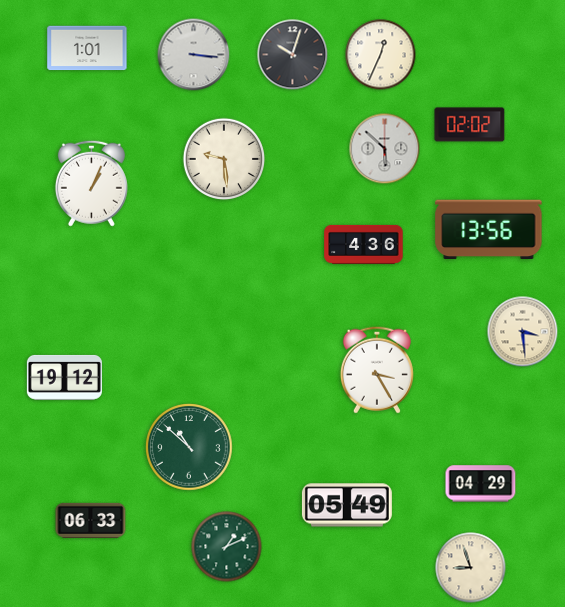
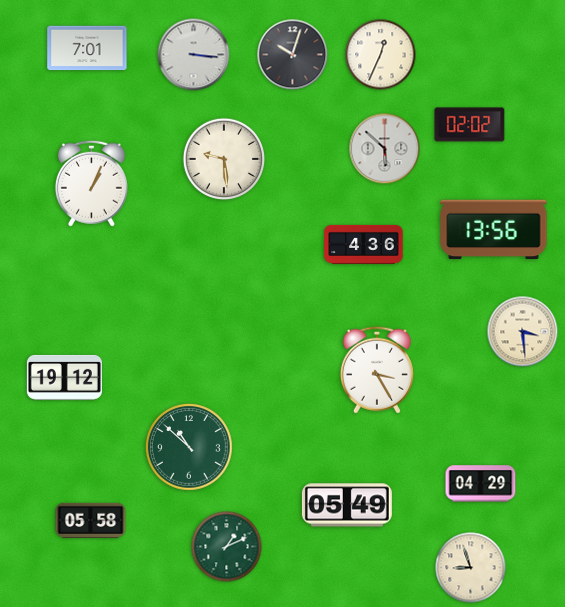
clock at (87, 48): 1:01 -> 7:01
clock at (489, 230) position: (489, 230) -> (494, 230)
clock at (91, 520): 06:33 -> 05:58
